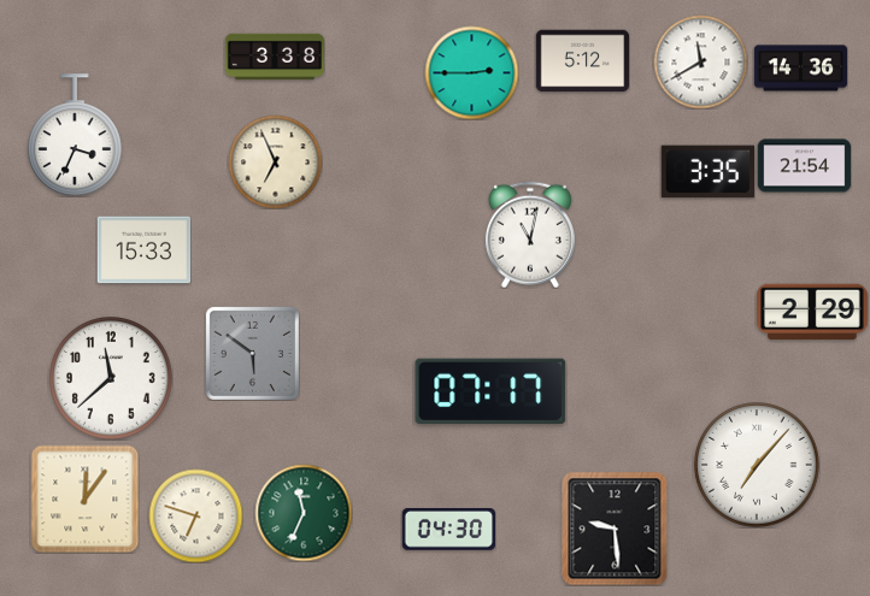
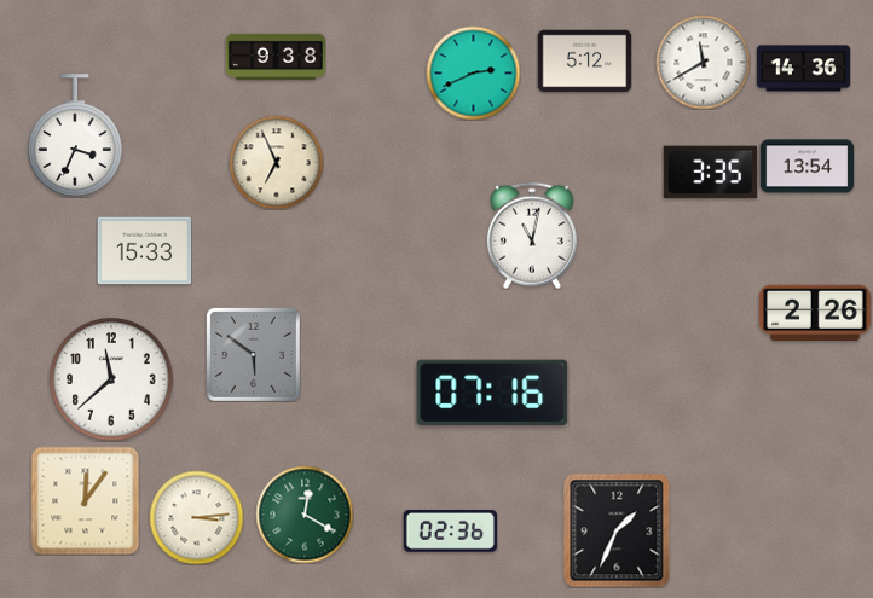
clock at (275, 57): 3:38 -> 9:38
clock at (471, 72): 2:45 -> 2:41
clock at (804, 166): 21:54 -> 13:54
clock at (813, 311): 2:29 -> 2:26
clock at (490, 390): 07:17 -> 07:16
clock at (758, 466): 7:07 -> none
clock at (304, 513): 11:34 -> 12:20
clock at (195, 515): 6:48 -> 3:14
clock at (615, 529): 9:29 -> 1:34
clock at (448, 530): 04:30 -> 02:36
